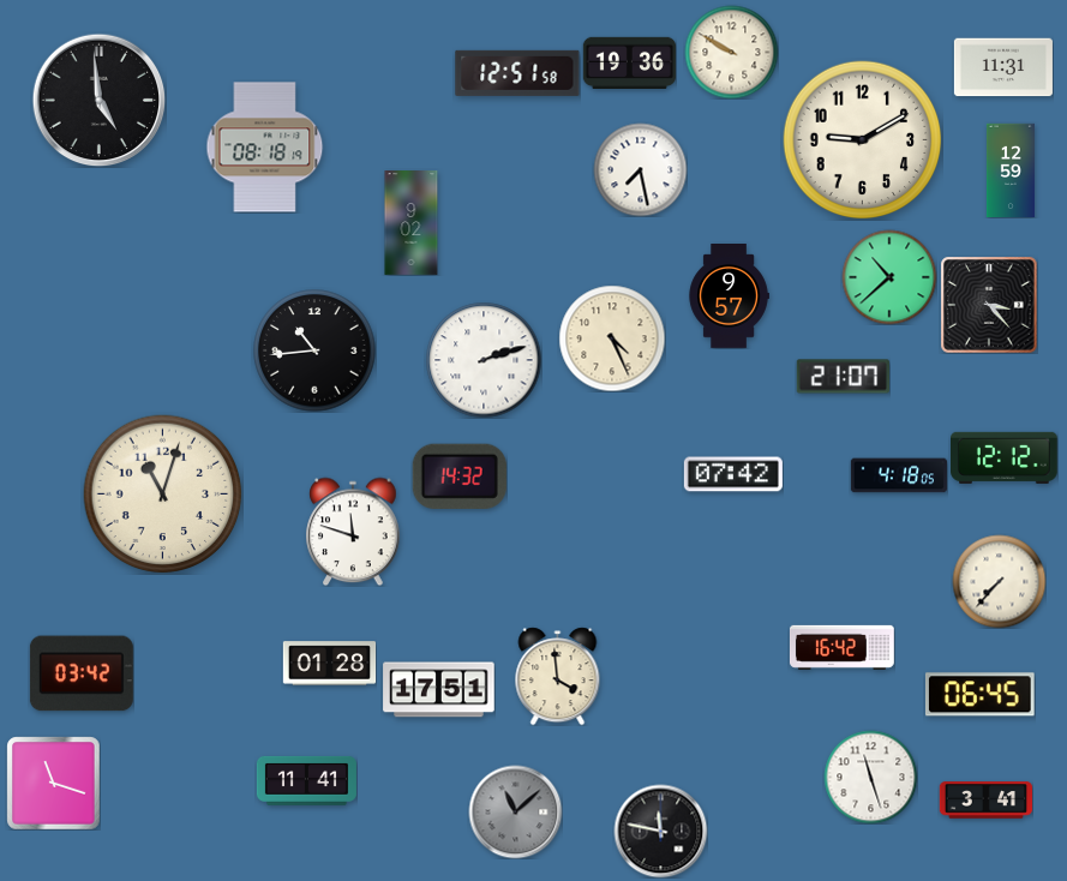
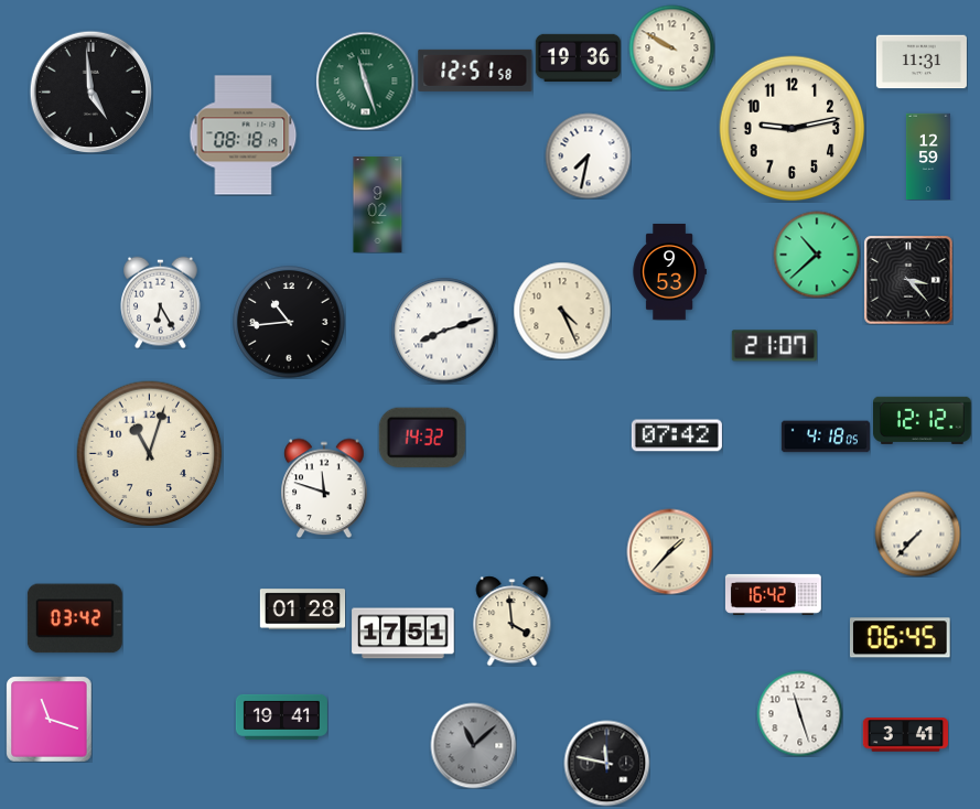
clock at (517, 73) position: (517, 73) -> (475, 71)
clock at (365, 80): none -> 11:27
clock at (863, 140): 9:10 -> 9:13
clock at (640, 169): 7:28 -> 7:32
clock at (729, 296): 9:57 -> 9:53
clock at (161, 302): none -> 6:25
clock at (484, 360): 2:12 -> 8:12
clock at (733, 474) position: (733, 474) -> (677, 435)
clock at (669, 551): none -> 1:37
clock at (306, 780): 11:41 -> 19:41
